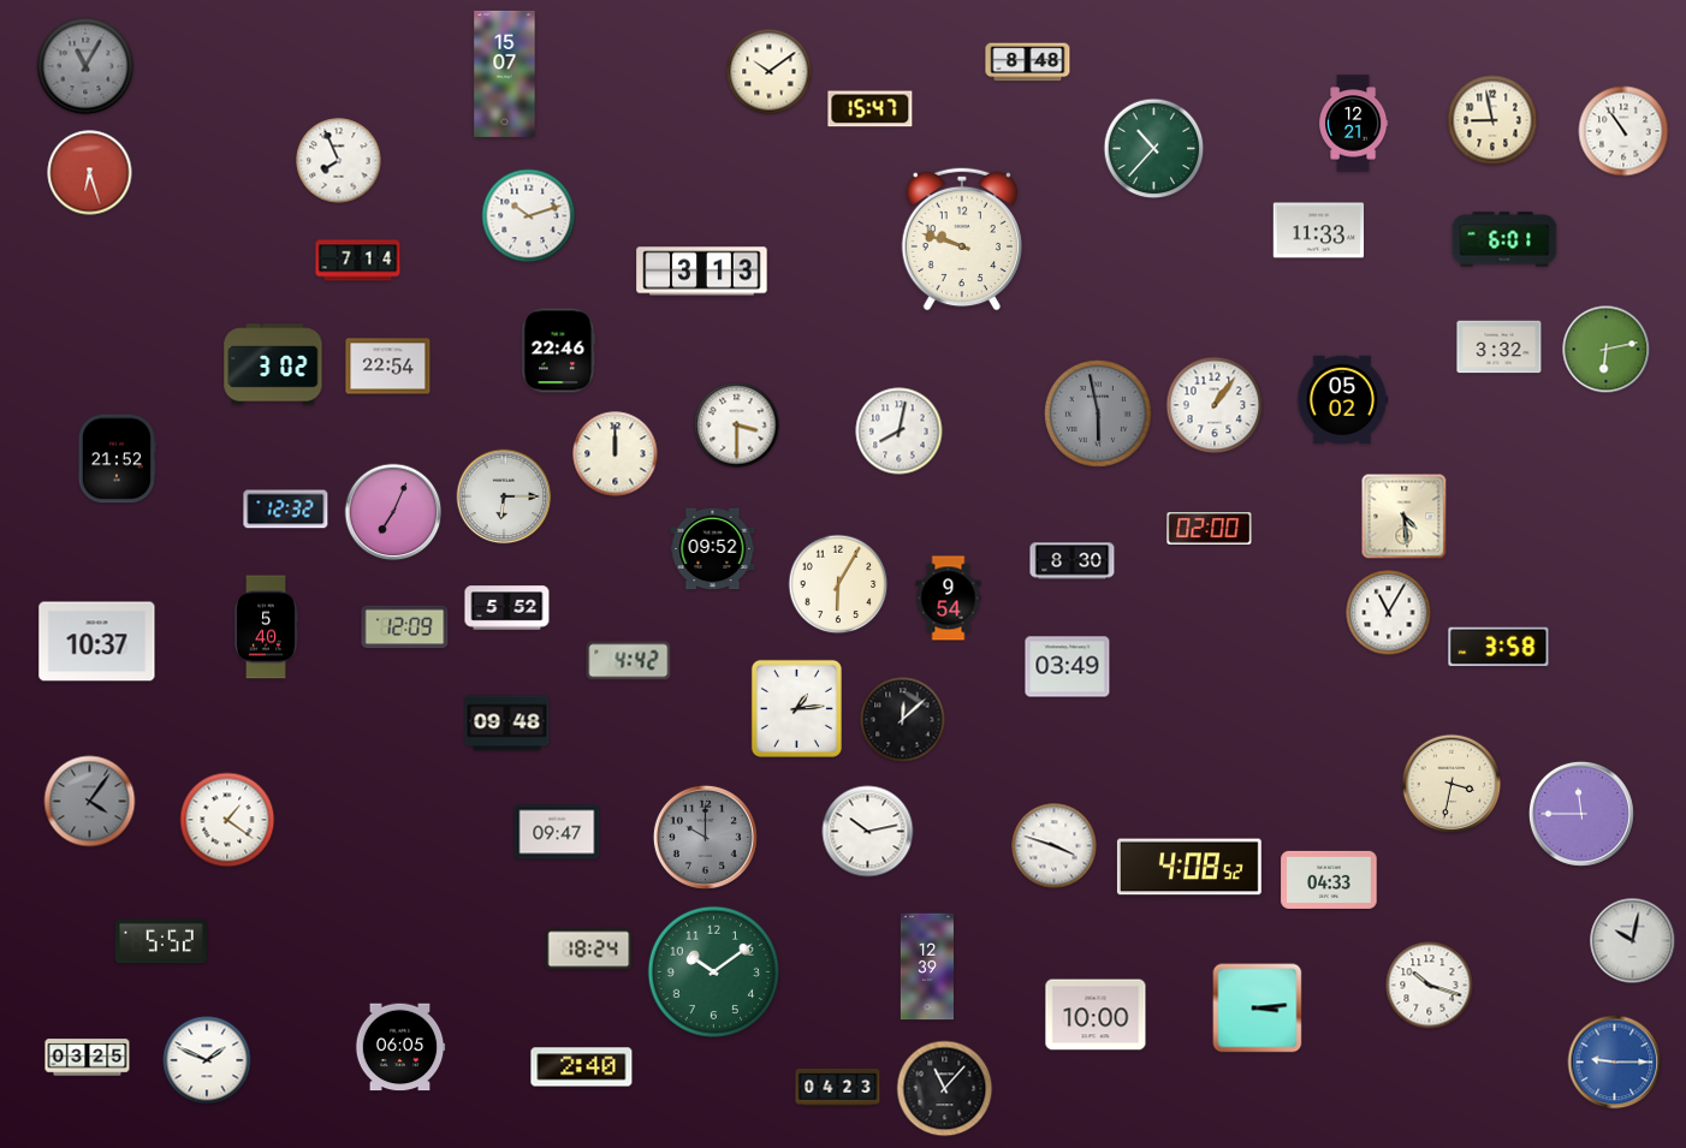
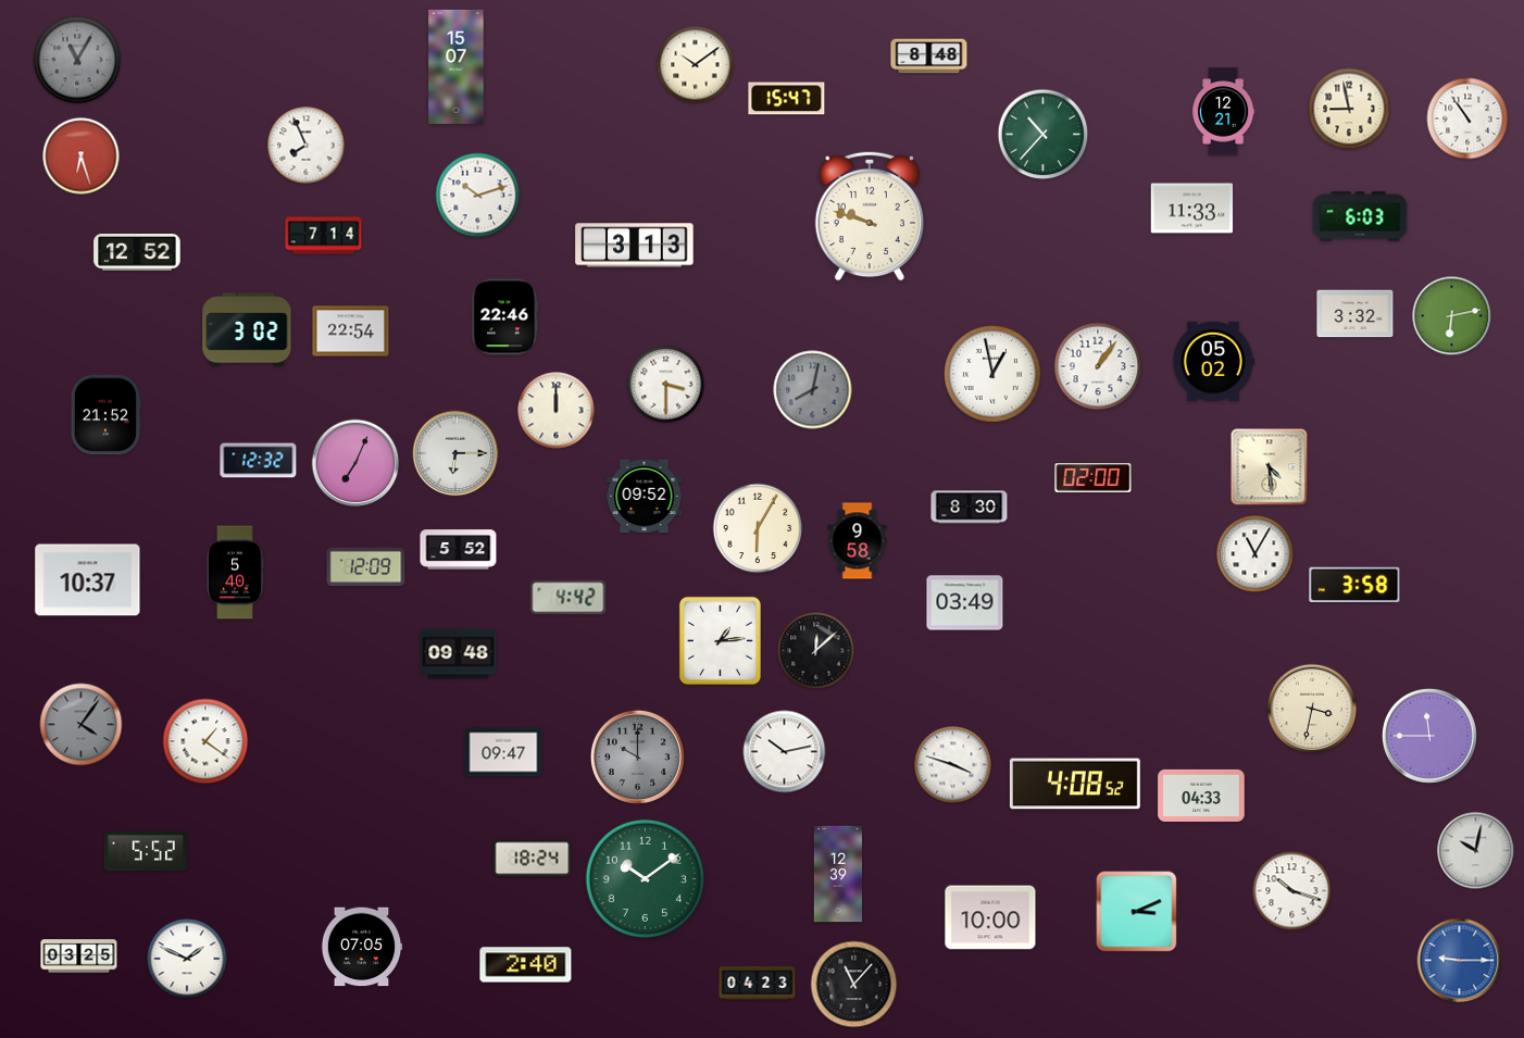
clock at (1504, 239): 6:01 -> 6:03
clock at (137, 253): none -> 12:52
clock at (1098, 414): 5:58 -> 12:58
clock at (1098, 414) dial: grey -> white
clock at (900, 432) dial: white -> grey
clock at (504, 496) position: (504, 496) -> (455, 453)
clock at (949, 599): 9:54 -> 9:58
clock at (266, 627) position: (266, 627) -> (235, 573)
clock at (1258, 1009): 3:14 -> 3:11
clock at (400, 1047): 06:05 -> 07:05
